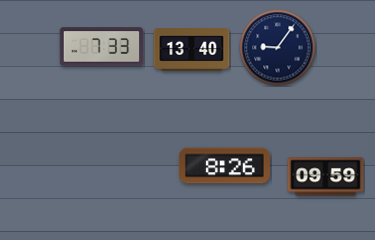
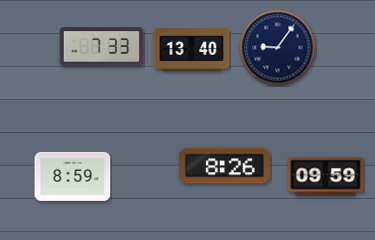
clock at (73, 176): none -> 8:59
